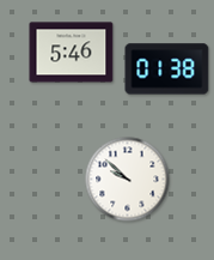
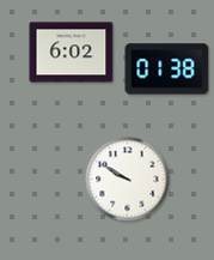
clock at (72, 53): 5:46 -> 6:02
clock at (128, 180): 9:52 -> 9:50
